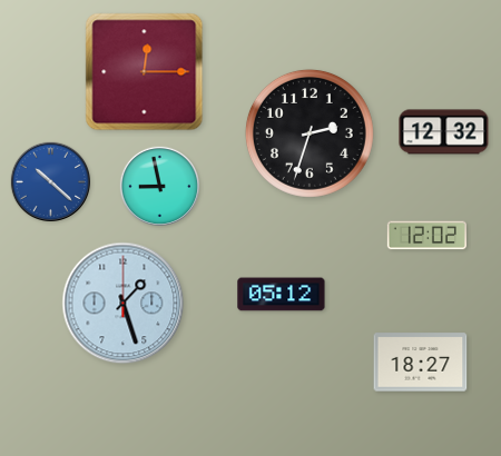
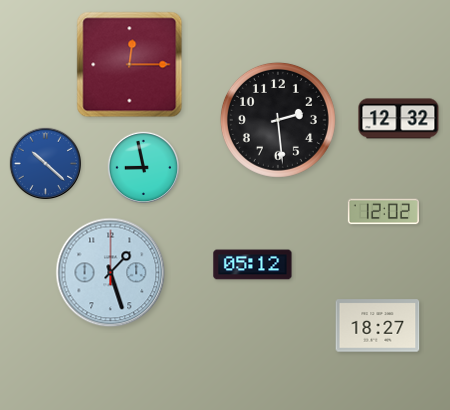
clock at (310, 133): 2:33 -> 2:29
